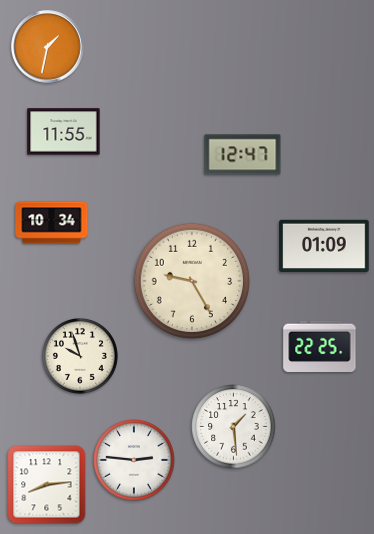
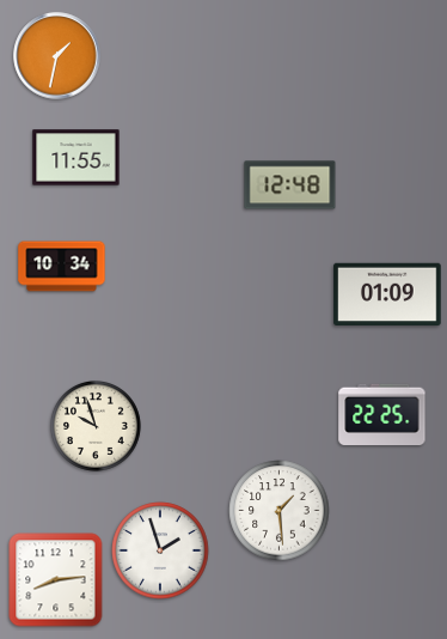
clock at (243, 155): 12:47 -> 12:48
clock at (192, 280): 9:25 -> none
clock at (134, 460): 2:46 -> 1:57
